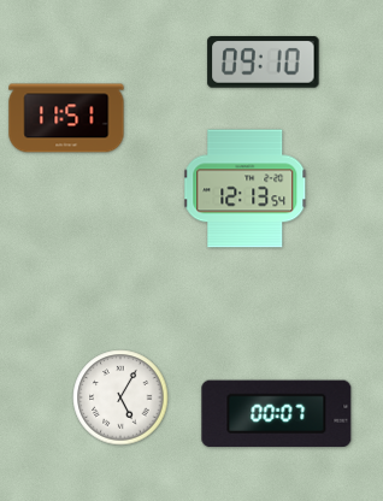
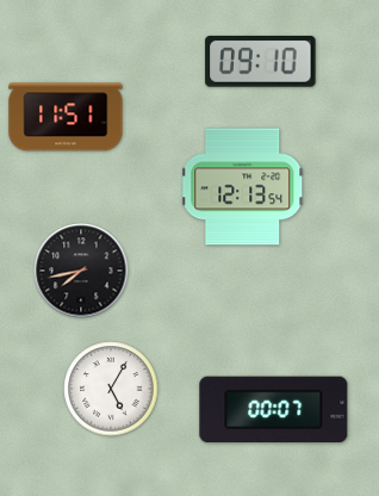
clock at (81, 271): none -> 7:43
clock at (120, 397) position: (120, 397) -> (111, 389)
